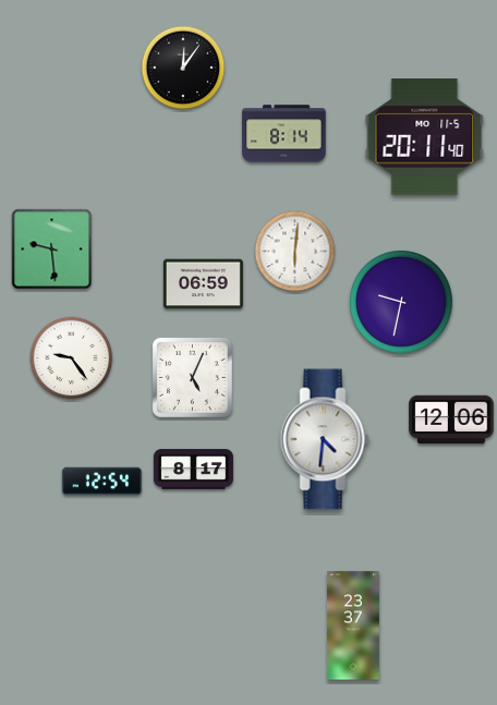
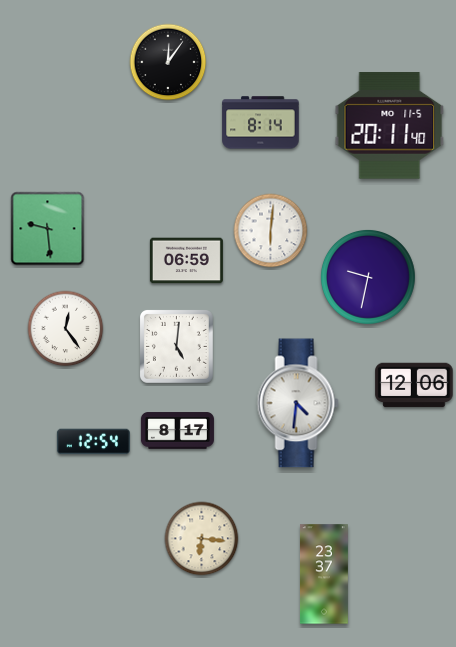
clock at (72, 358): 9:24 -> 12:24
clock at (192, 377): 5:04 -> 5:01
clock at (202, 539): none -> 6:16
